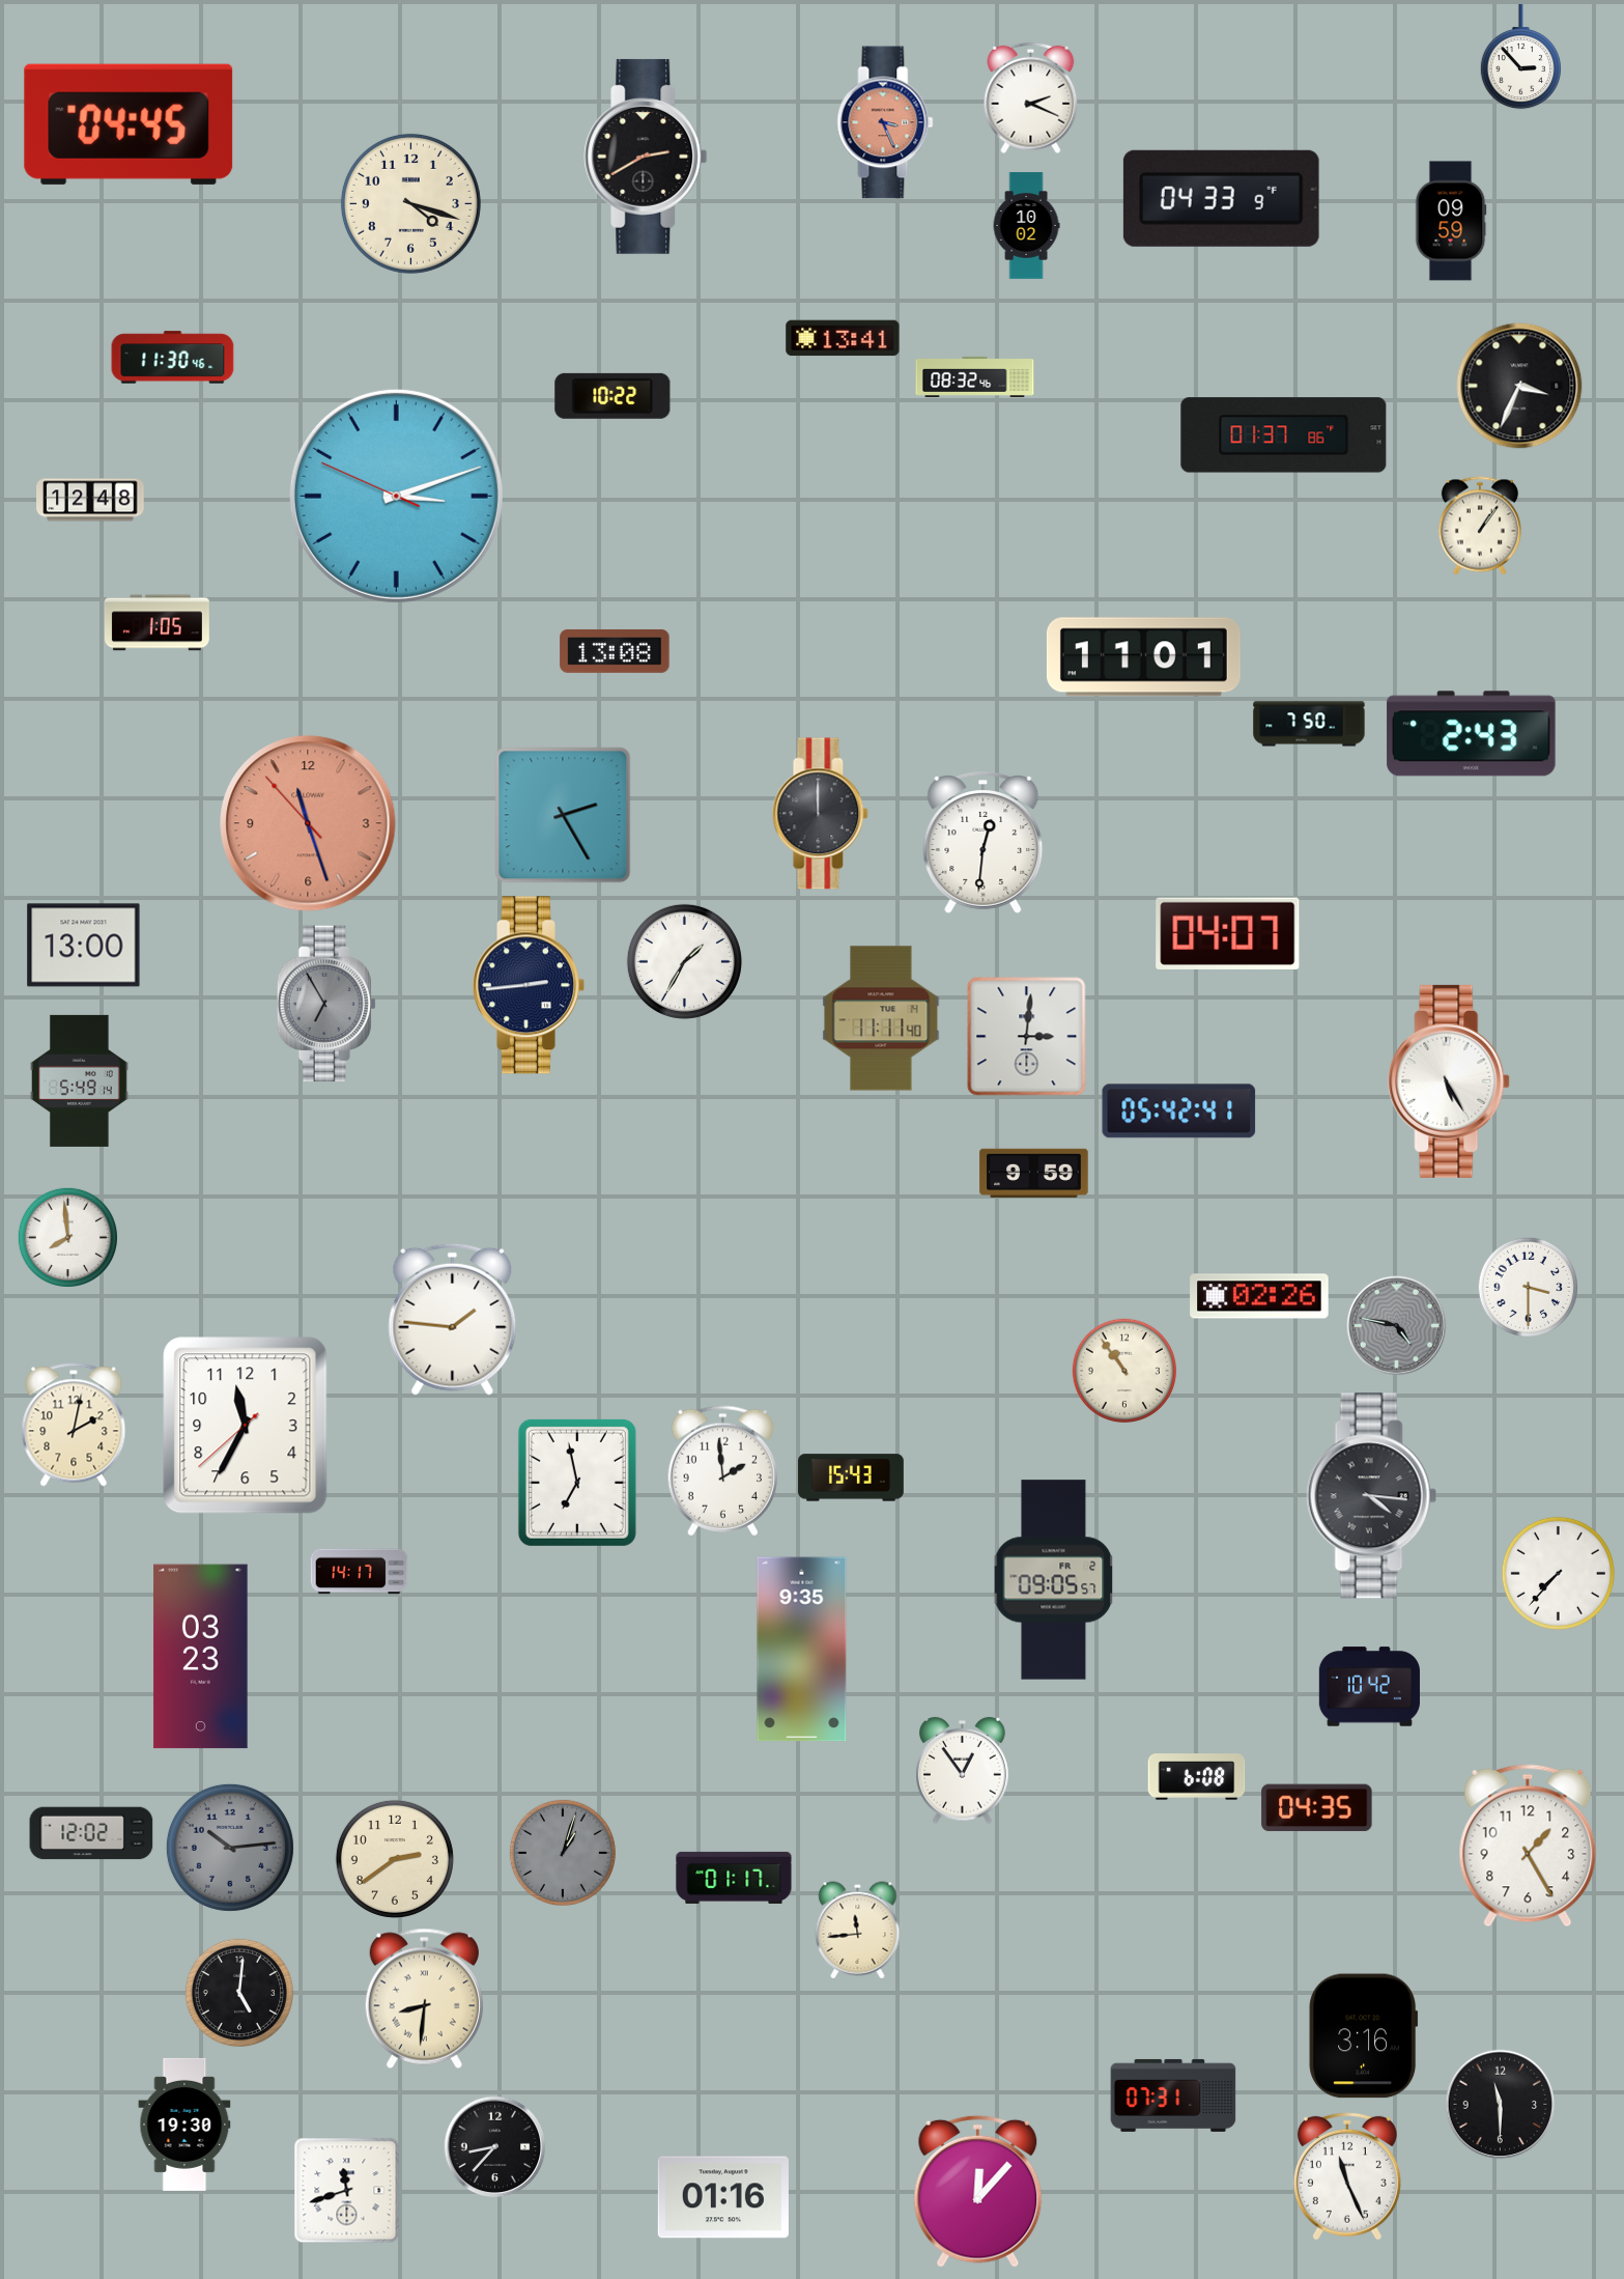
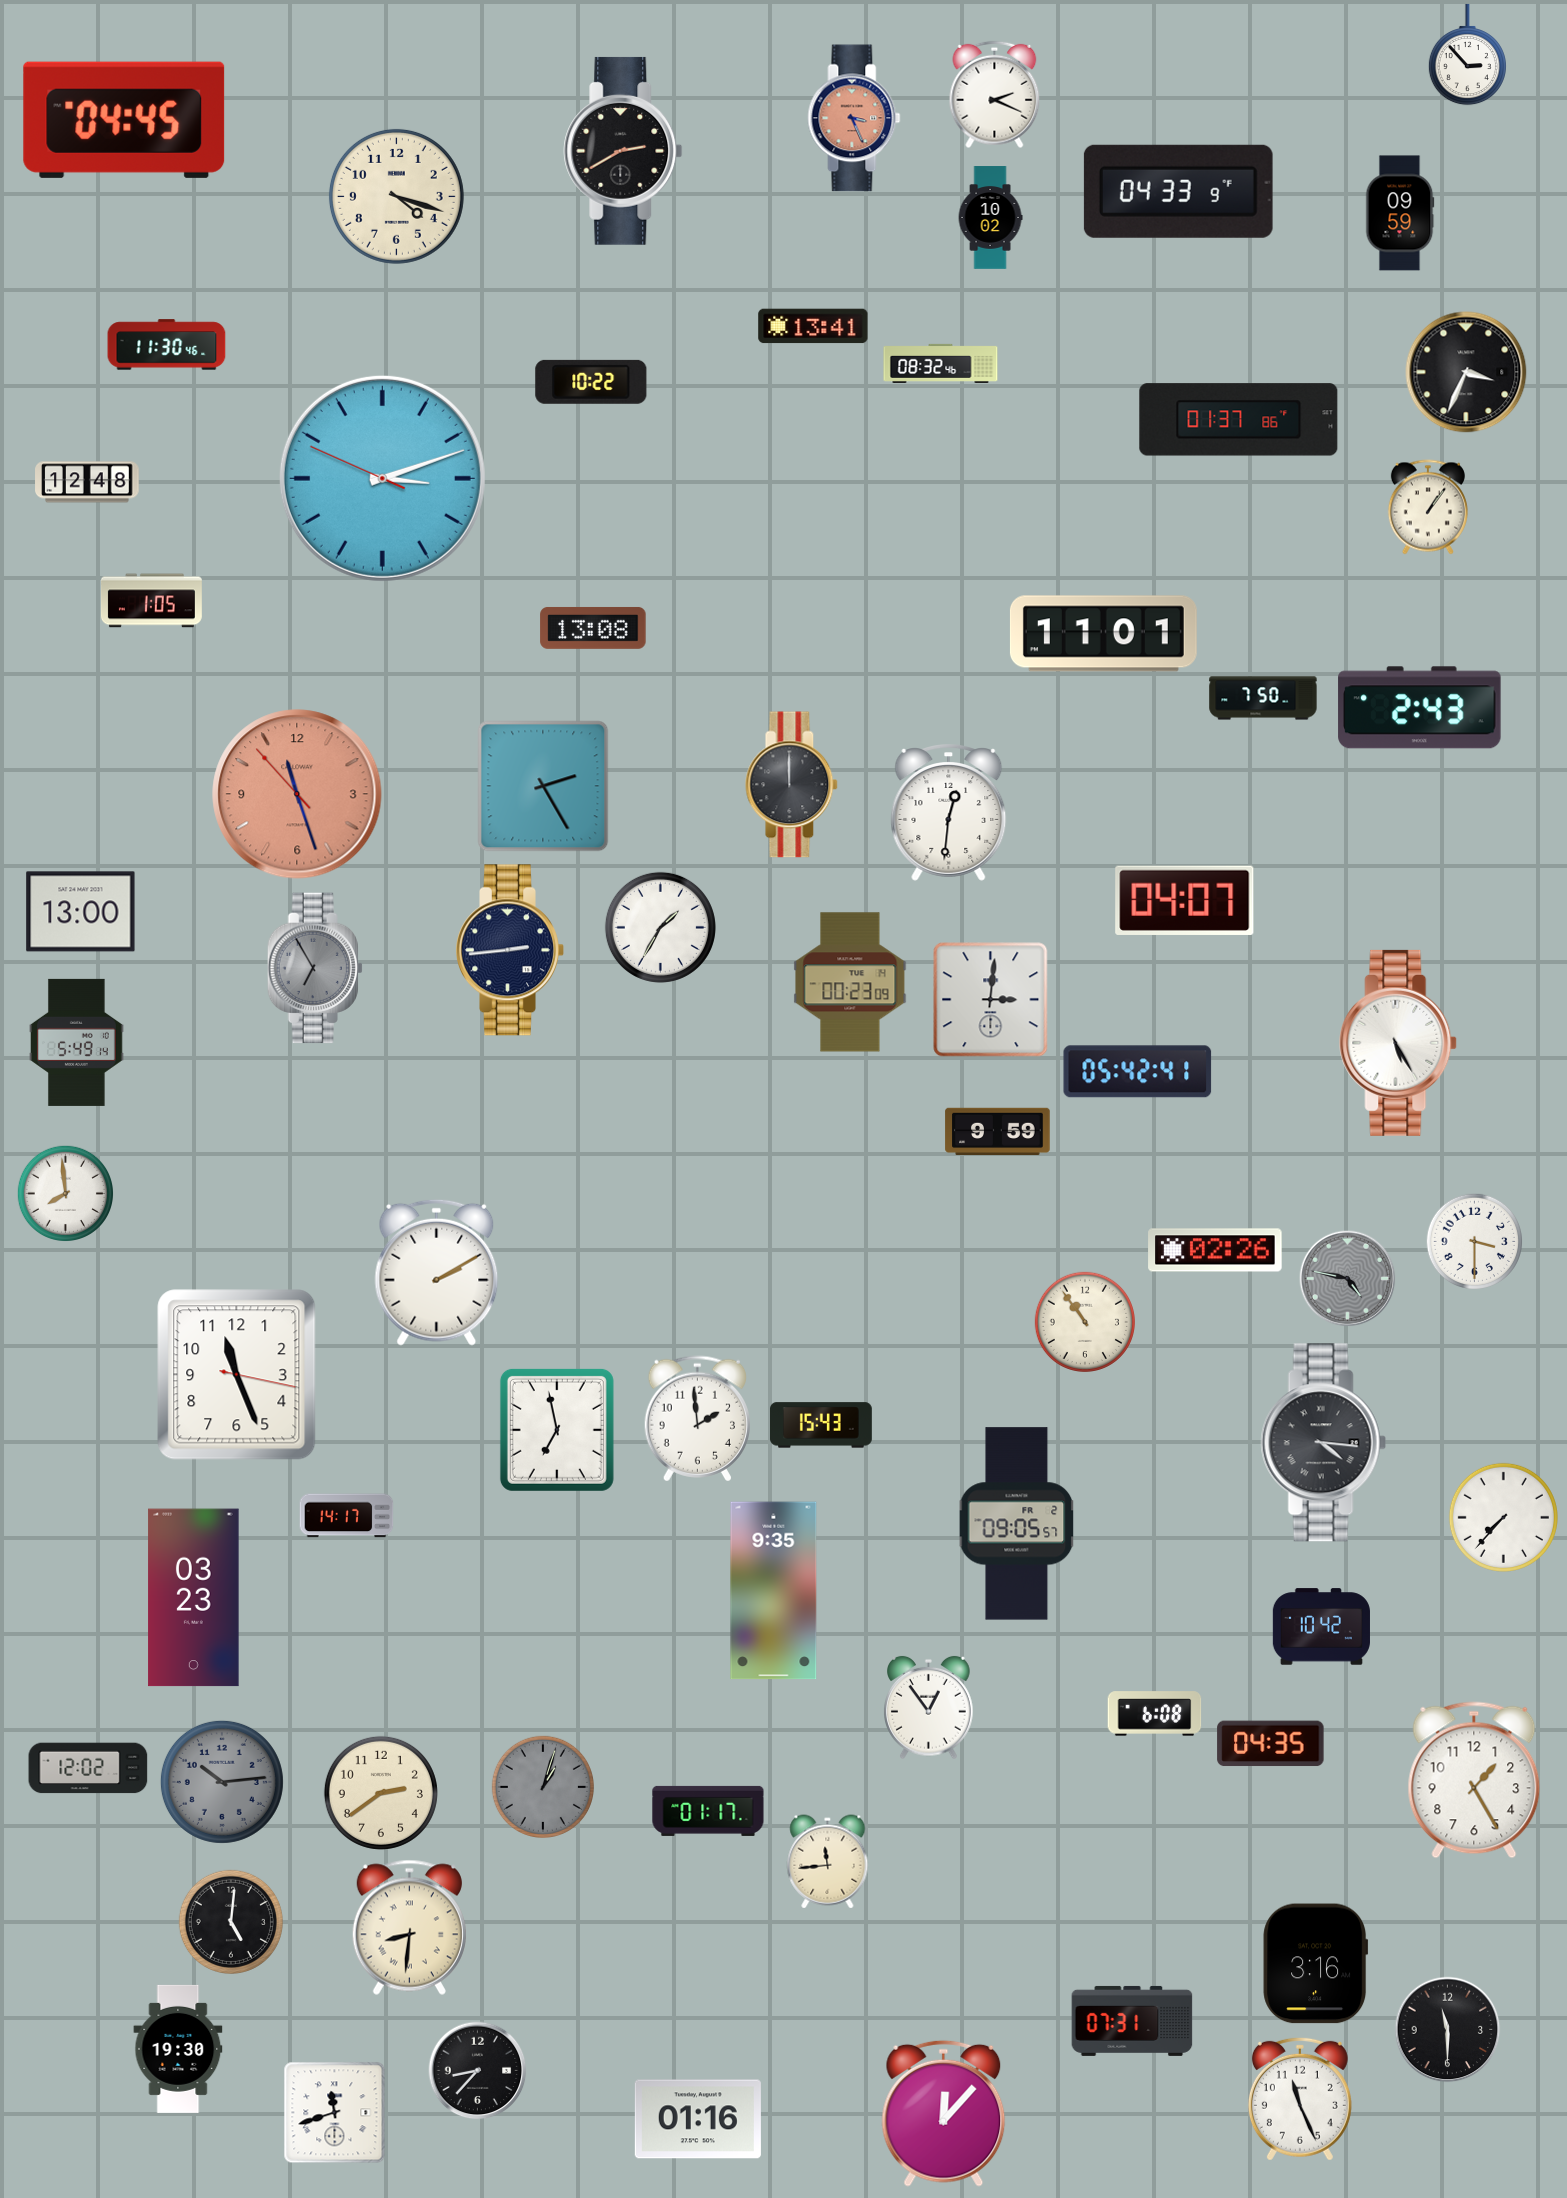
clock at (881, 1018): 11:11 -> 00:23
clock at (453, 1319): 1:46 -> 2:10
clock at (74, 1425): 2:02 -> none
clock at (246, 1426): 11:34 -> 11:26
